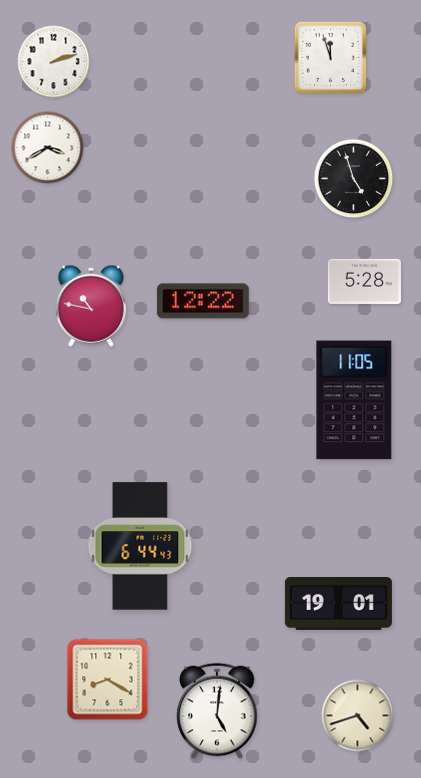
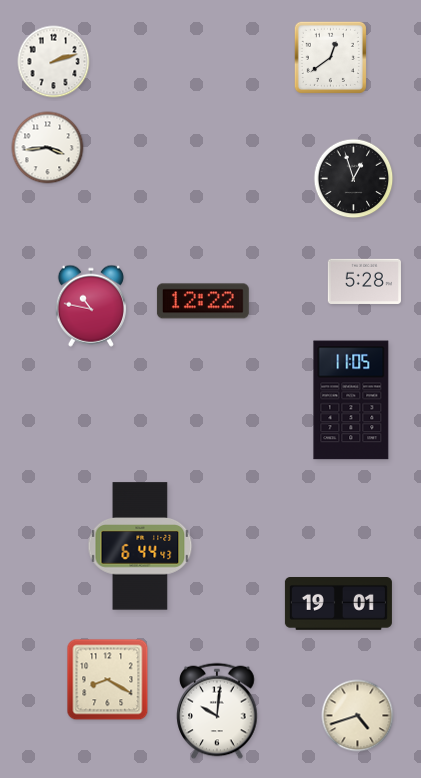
clock at (330, 57): 11:57 -> 12:39
clock at (48, 148): 3:40 -> 3:44
clock at (354, 179): 4:57 -> 12:57
clock at (354, 400) position: (354, 400) -> (351, 400)
clock at (217, 711): 5:01 -> 10:01
